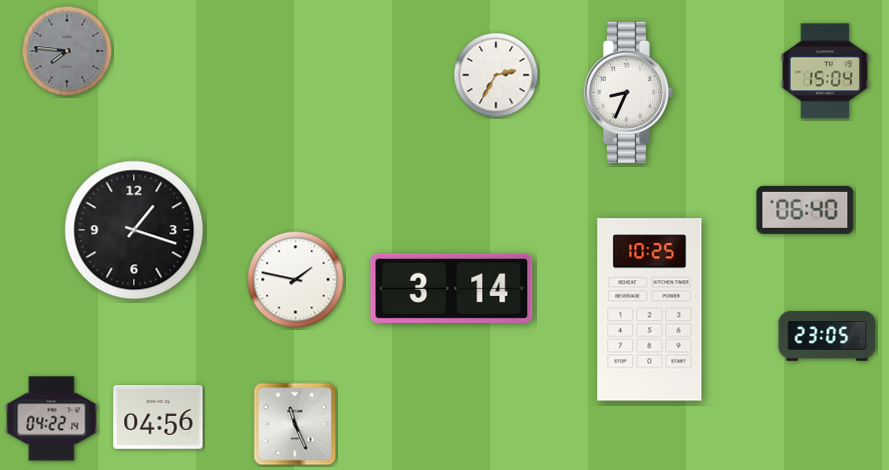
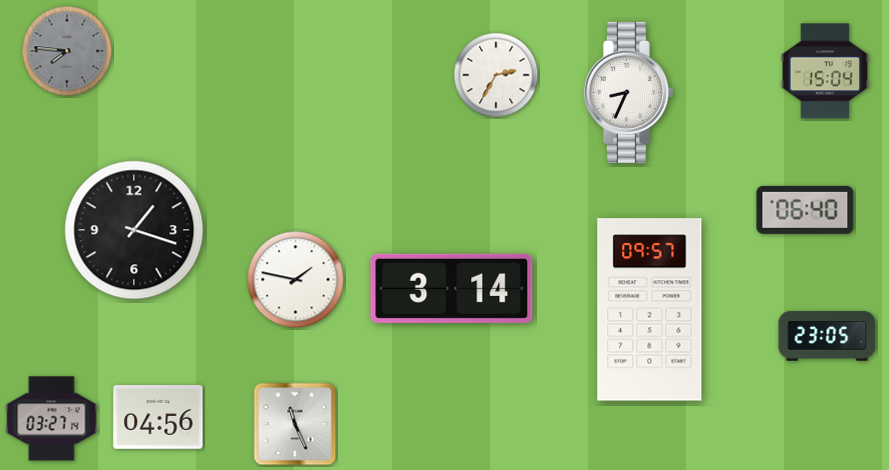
clock at (650, 310): 10:25 -> 09:57
clock at (52, 419): 04:22 -> 03:27
